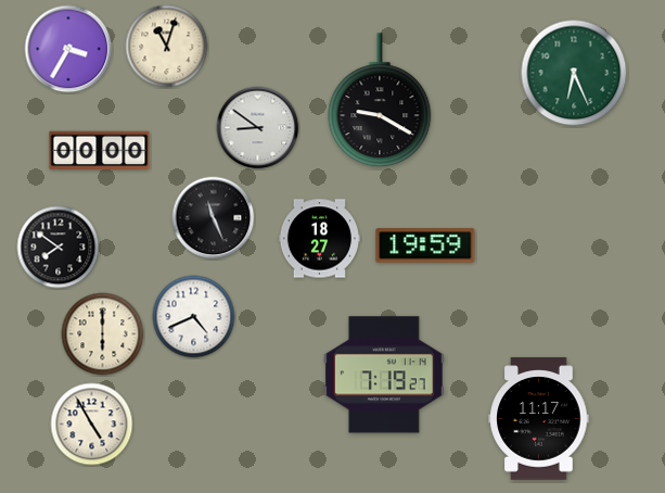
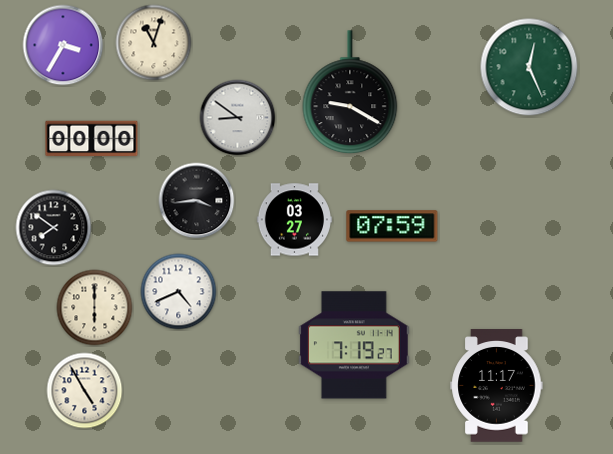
clock at (574, 73): 6:26 -> 12:26
clock at (214, 218): 11:26 -> 3:44
clock at (319, 239): 18:27 -> 03:27
clock at (425, 245): 19:59 -> 07:59
